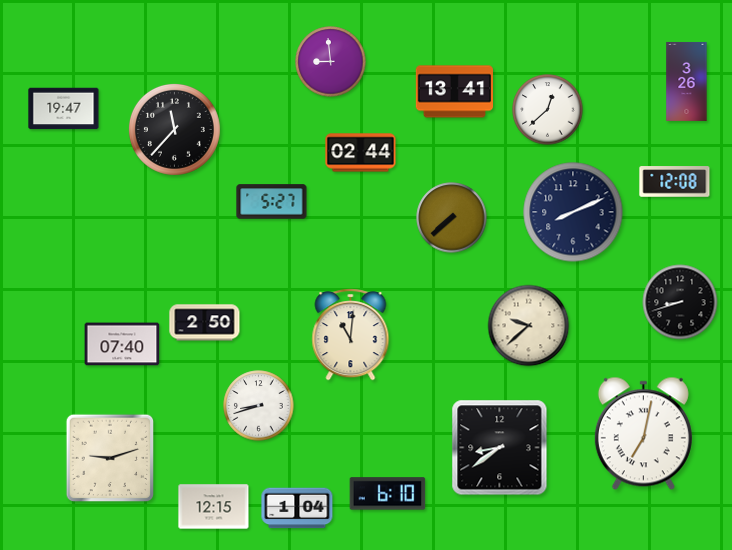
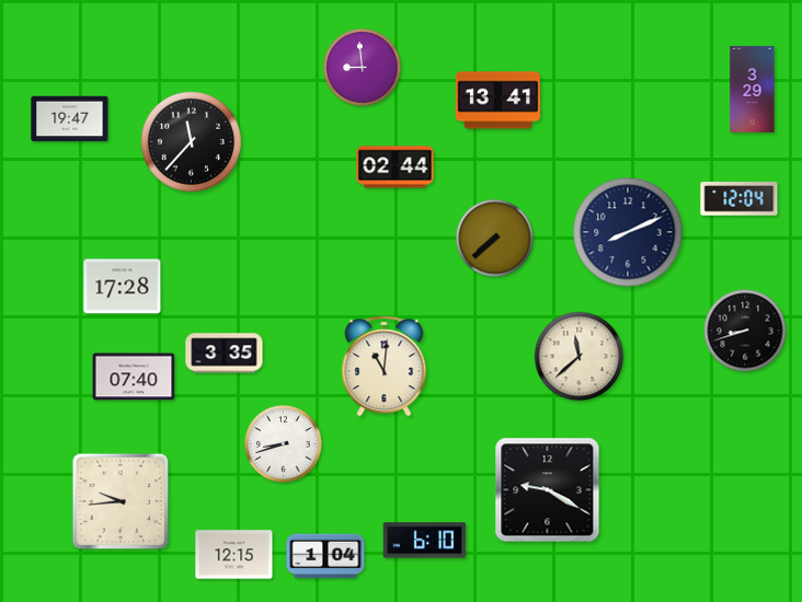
clock at (687, 81): 3:26 -> 3:29
clock at (548, 110): 12:38 -> none
clock at (675, 182): 12:08 -> 12:04
clock at (272, 202): 5:27 -> none
clock at (123, 287): none -> 17:28
clock at (205, 323): 2:50 -> 3:35
clock at (529, 326): 9:38 -> 11:38
clock at (643, 434): 7:02 -> none
clock at (500, 448): 8:39 -> 9:20
clock at (110, 458): 9:12 -> 9:44
